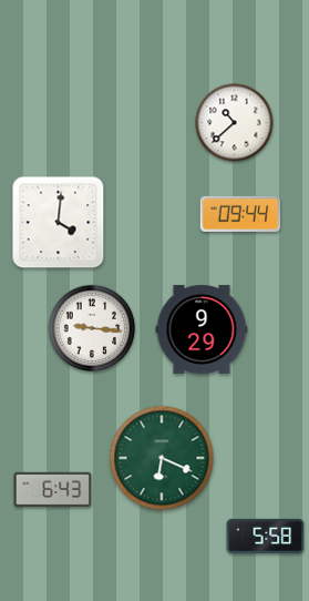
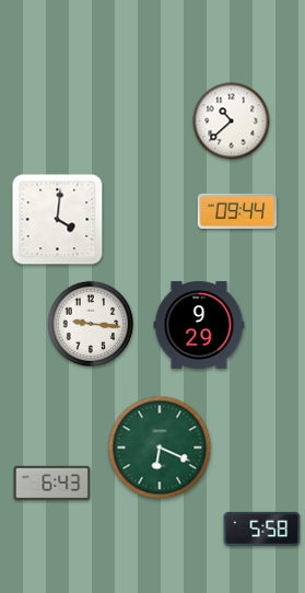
clock at (162, 458) position: (162, 458) -> (160, 447)
